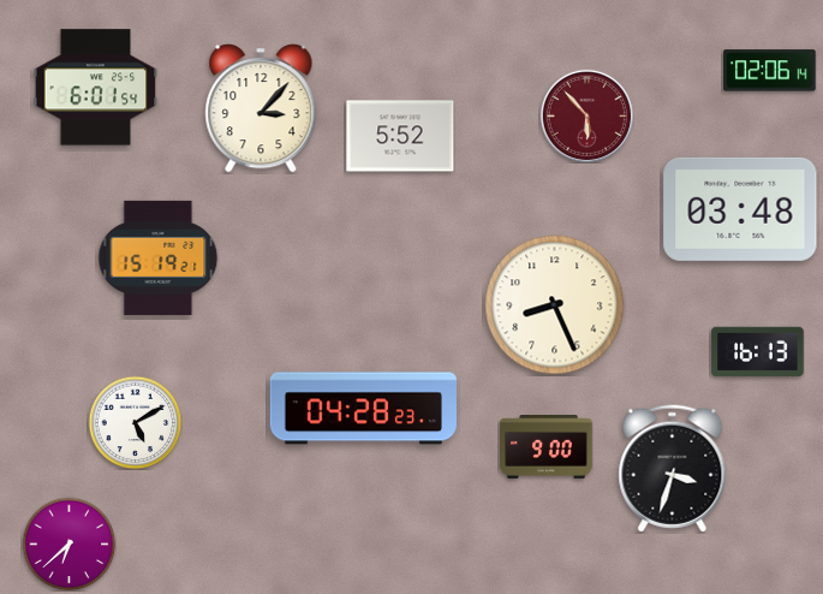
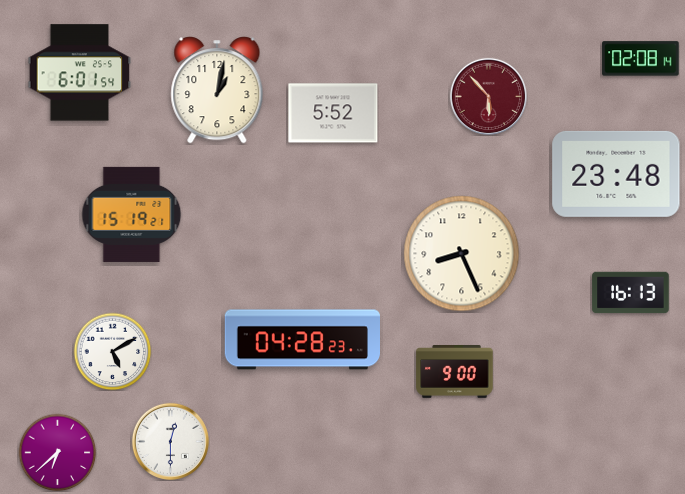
clock at (770, 71): 02:06 -> 02:08
clock at (261, 108): 3:07 -> 1:02
clock at (740, 209): 03:48 -> 23:48
clock at (673, 469): 3:33 -> none
clock at (170, 441): none -> 12:30
